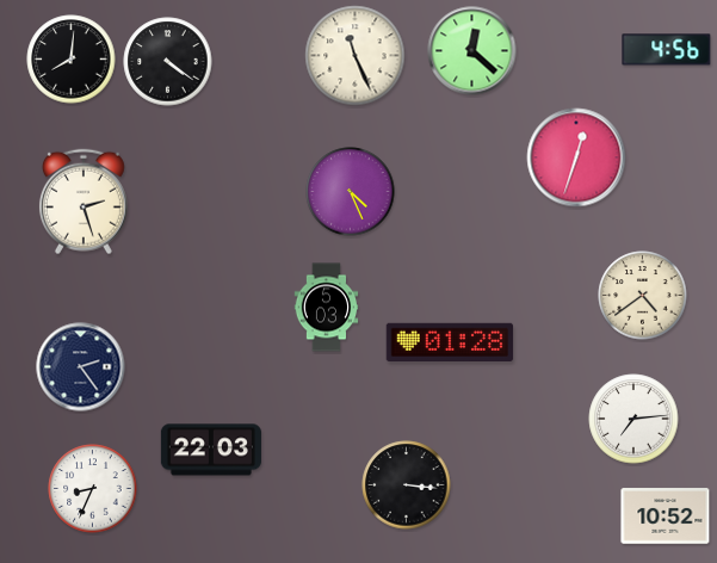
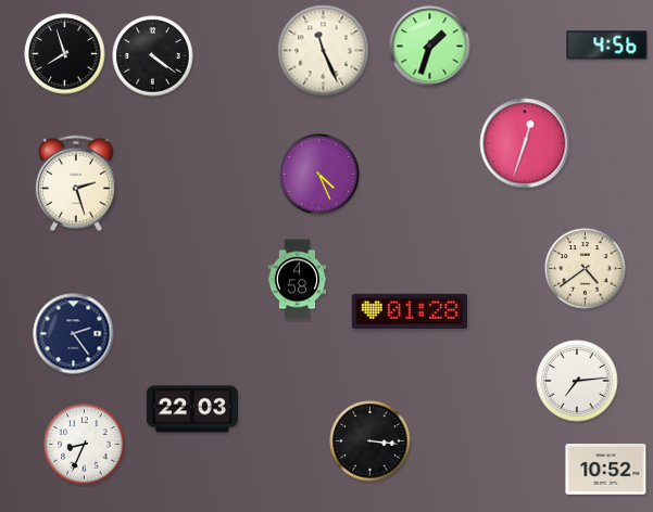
clock at (472, 51): 12:22 -> 1:33
clock at (72, 60): 8:01 -> 7:57
clock at (327, 308): 5:03 -> 4:58
